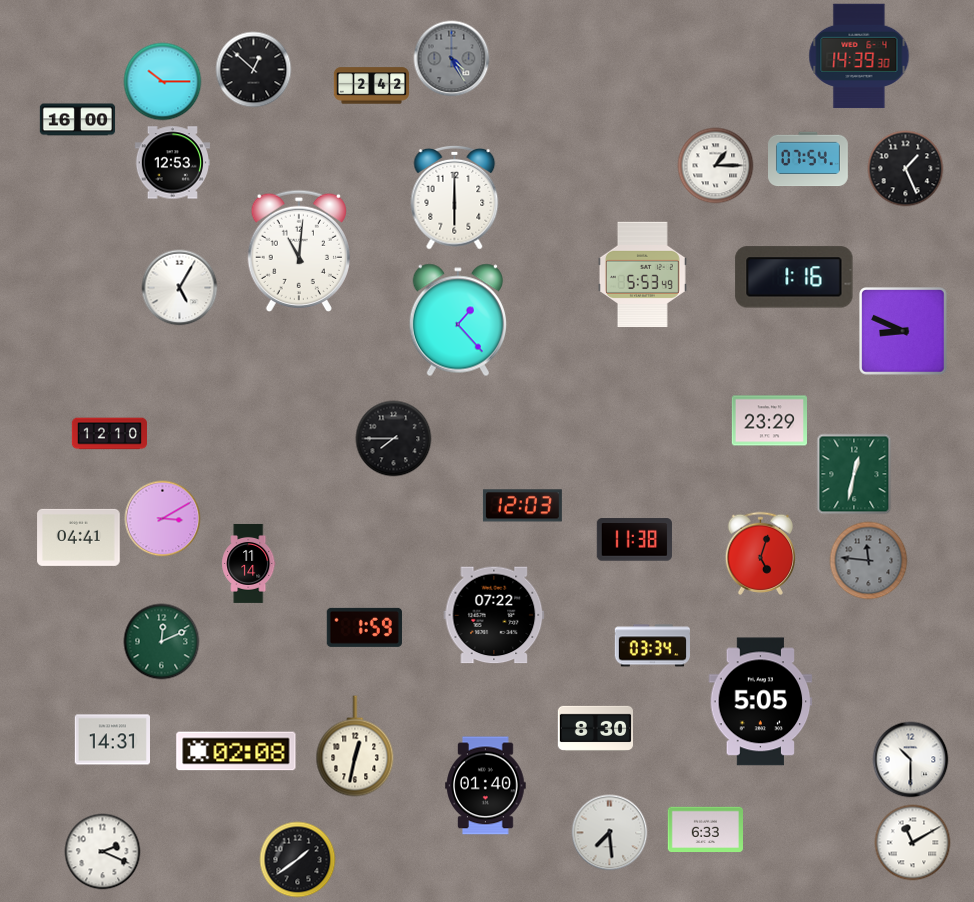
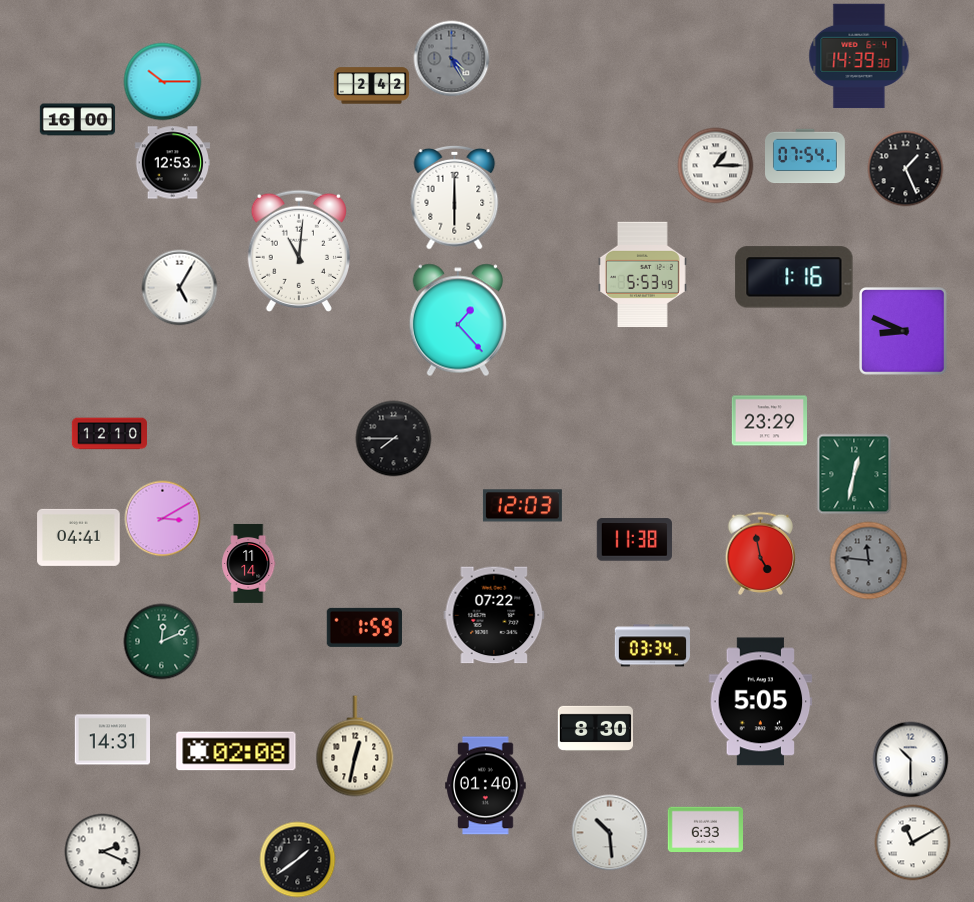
clock at (254, 70): 12:52 -> none
clock at (809, 159) position: (809, 159) -> (806, 156)
clock at (760, 553): 5:03 -> 4:58
clock at (610, 833): 7:29 -> 10:29
